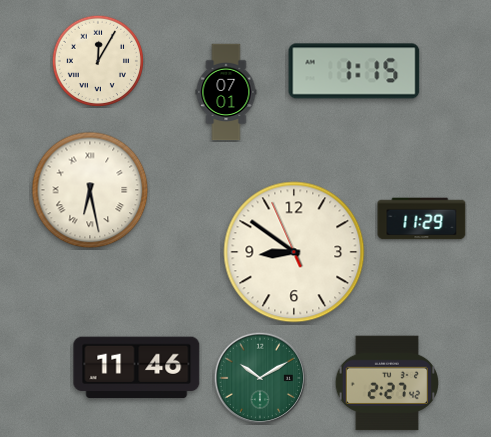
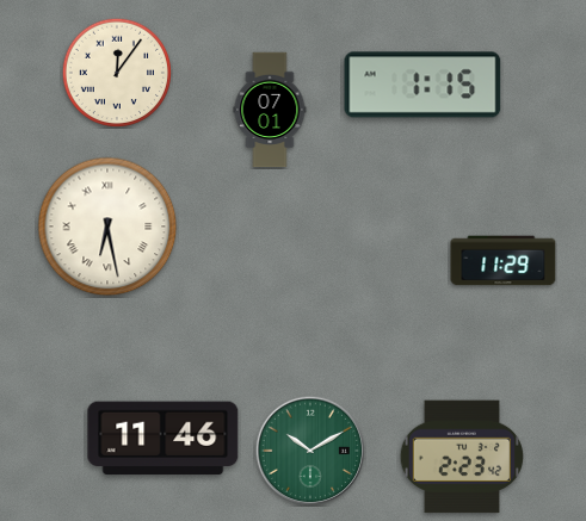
clock at (98, 61): 12:05 -> 12:06
clock at (294, 252): 8:50 -> none
clock at (387, 383): 2:27 -> 2:23
